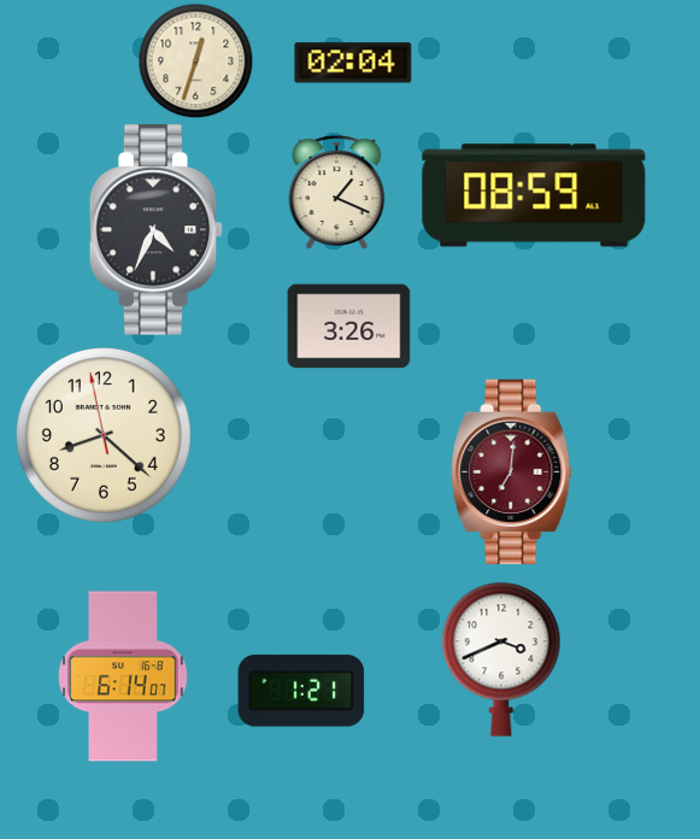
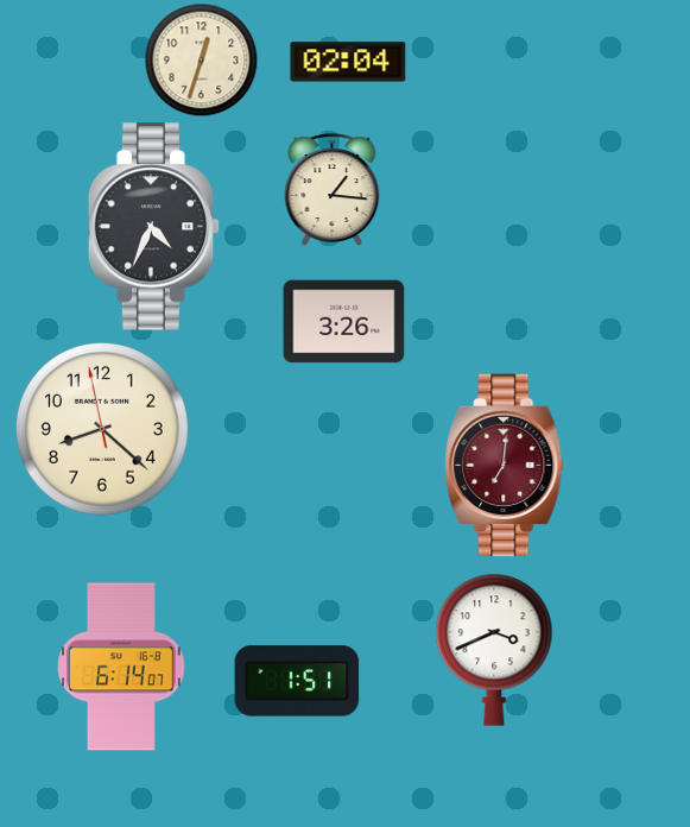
clock at (195, 60) position: (195, 60) -> (201, 59)
clock at (337, 193): 1:19 -> 1:16
clock at (534, 195): 08:59 -> none
clock at (301, 691): 1:21 -> 1:51
